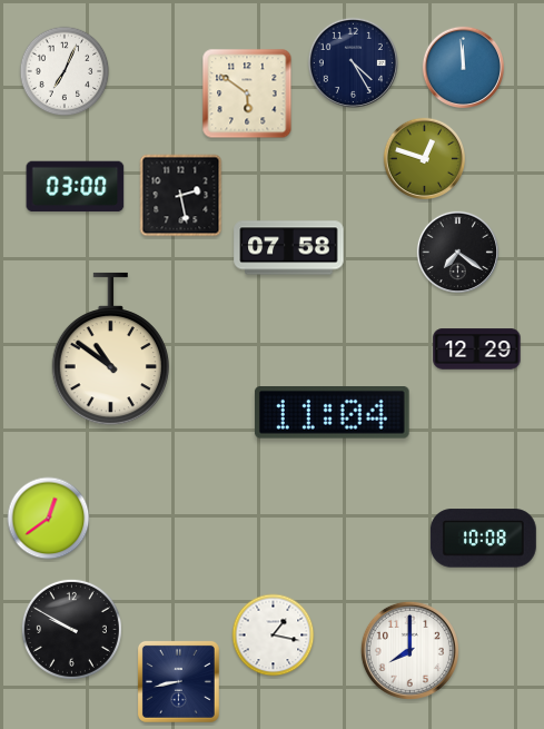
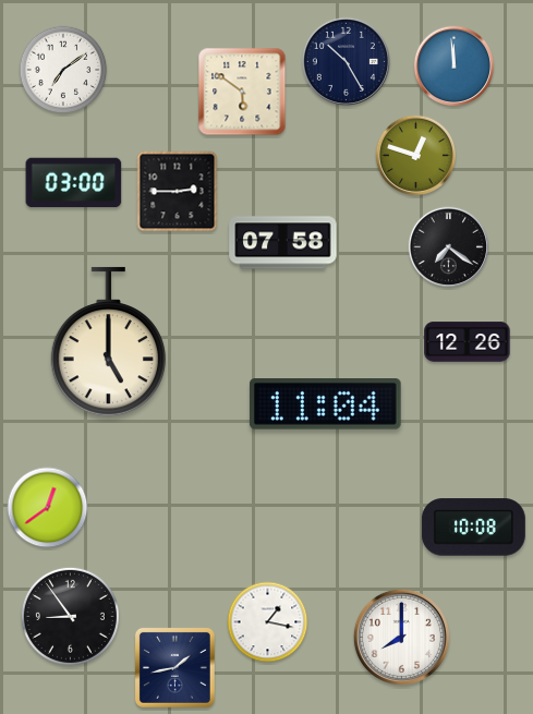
clock at (353, 62): 4:25 -> 10:25
clock at (65, 71): 7:04 -> 7:09
clock at (181, 196): 2:28 -> 2:45
clock at (110, 349): 10:51 -> 5:00
clock at (477, 349): 12:29 -> 12:26
clock at (71, 629): 9:50 -> 8:54
clock at (178, 681): 8:43 -> 1:43
